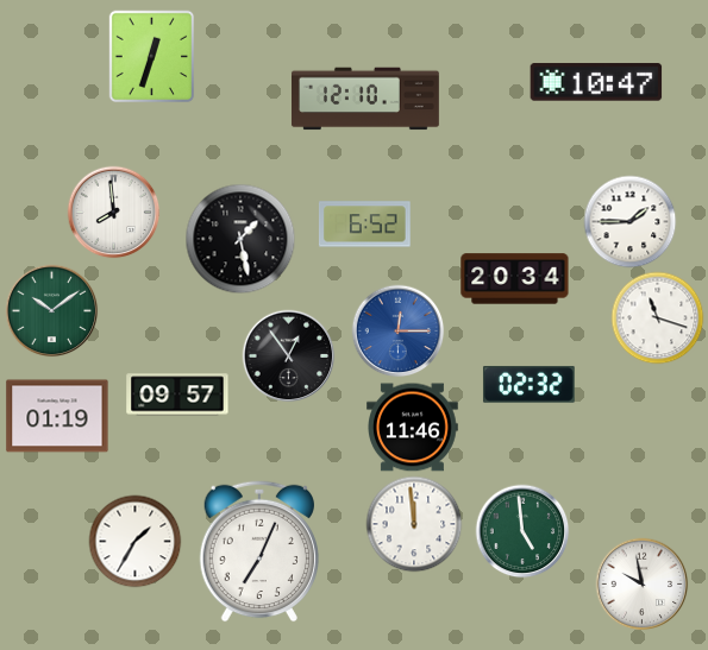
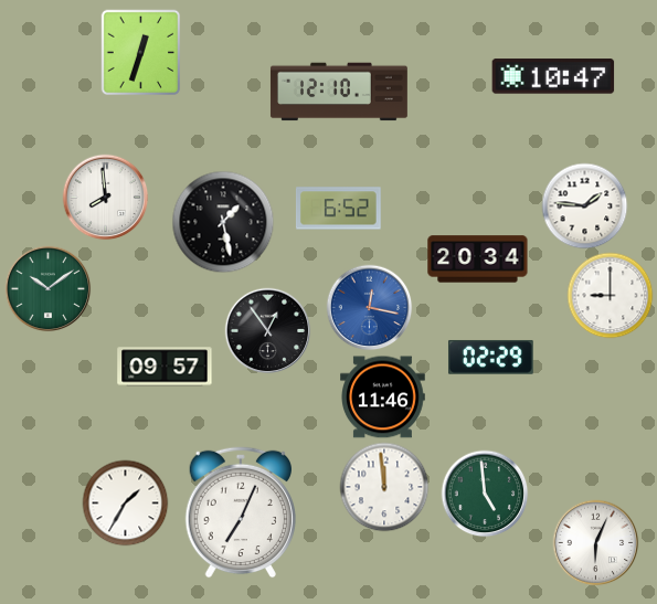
clock at (629, 221): 1:45 -> 1:46
clock at (657, 317): 11:18 -> 9:00
clock at (397, 330): 12:15 -> 12:17
clock at (528, 384): 02:32 -> 02:29
clock at (57, 416): 01:19 -> none
clock at (641, 583): 9:58 -> 6:04
